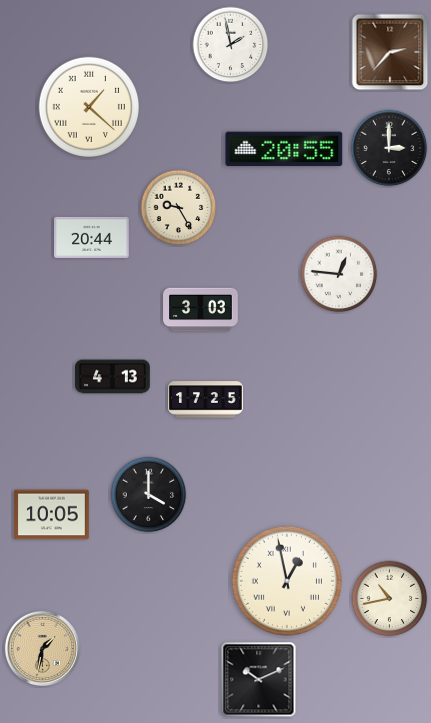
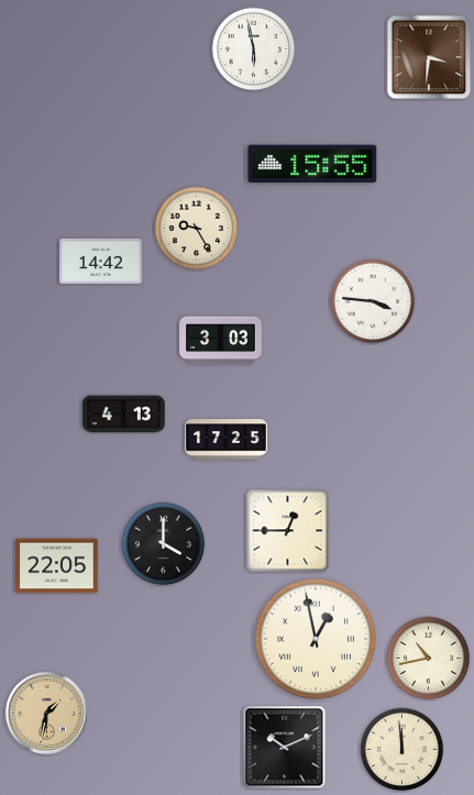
clock at (231, 45): 1:58 -> 5:58
clock at (390, 52): 2:37 -> 3:31
clock at (88, 106): 1:22 -> none
clock at (389, 148): 3:00 -> none
clock at (284, 149): 20:55 -> 15:55
clock at (92, 237): 20:44 -> 14:42
clock at (339, 274): 12:46 -> 3:46
clock at (288, 531): none -> 12:45
clock at (52, 515): 10:05 -> 22:05
clock at (403, 750): none -> 11:59
